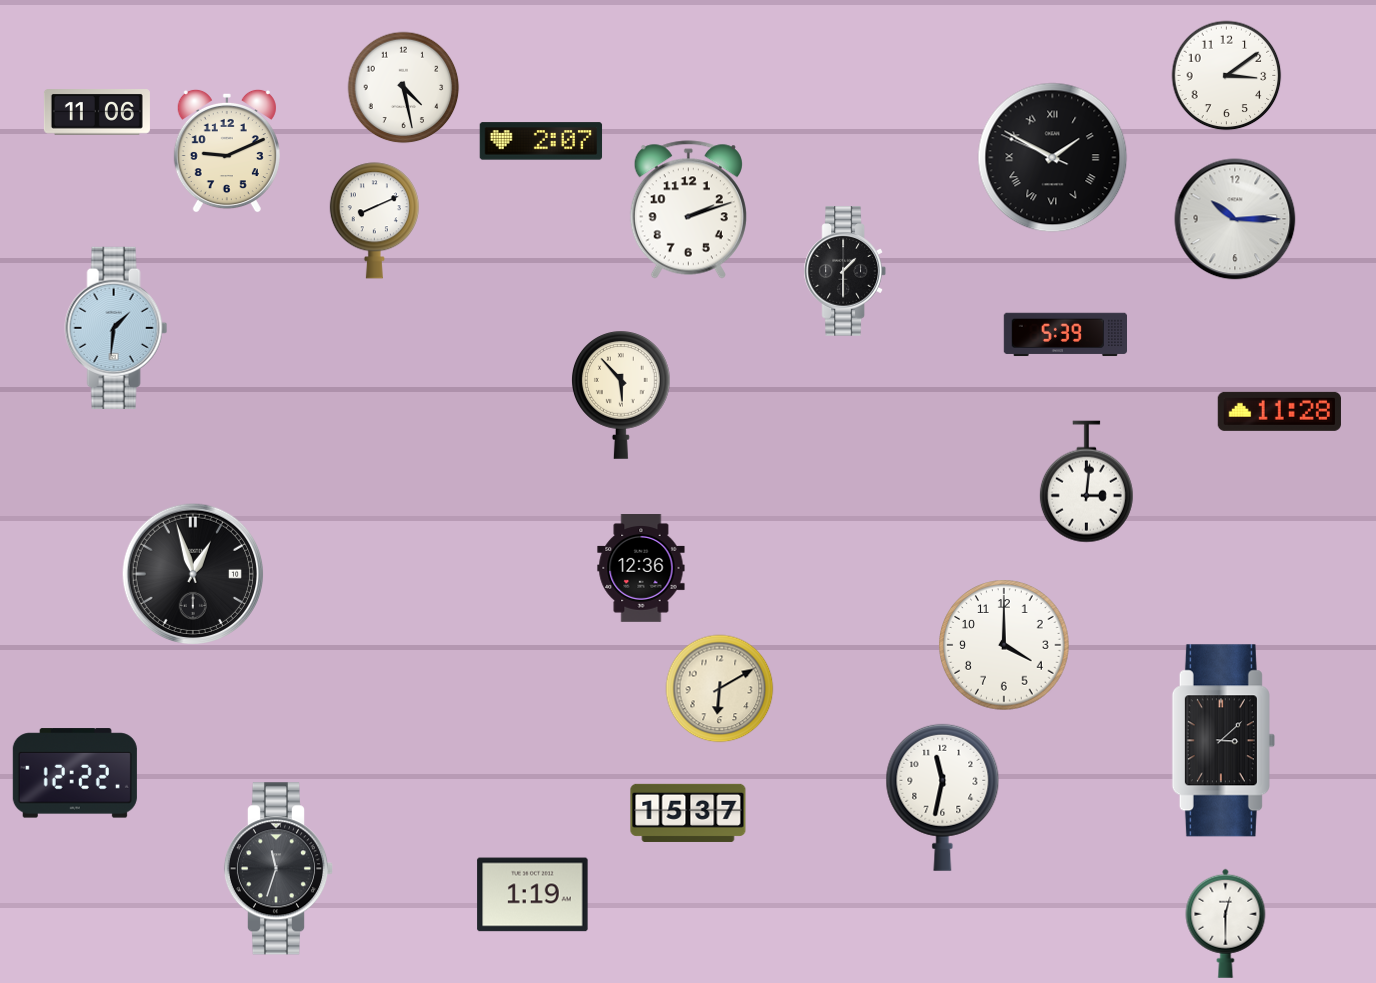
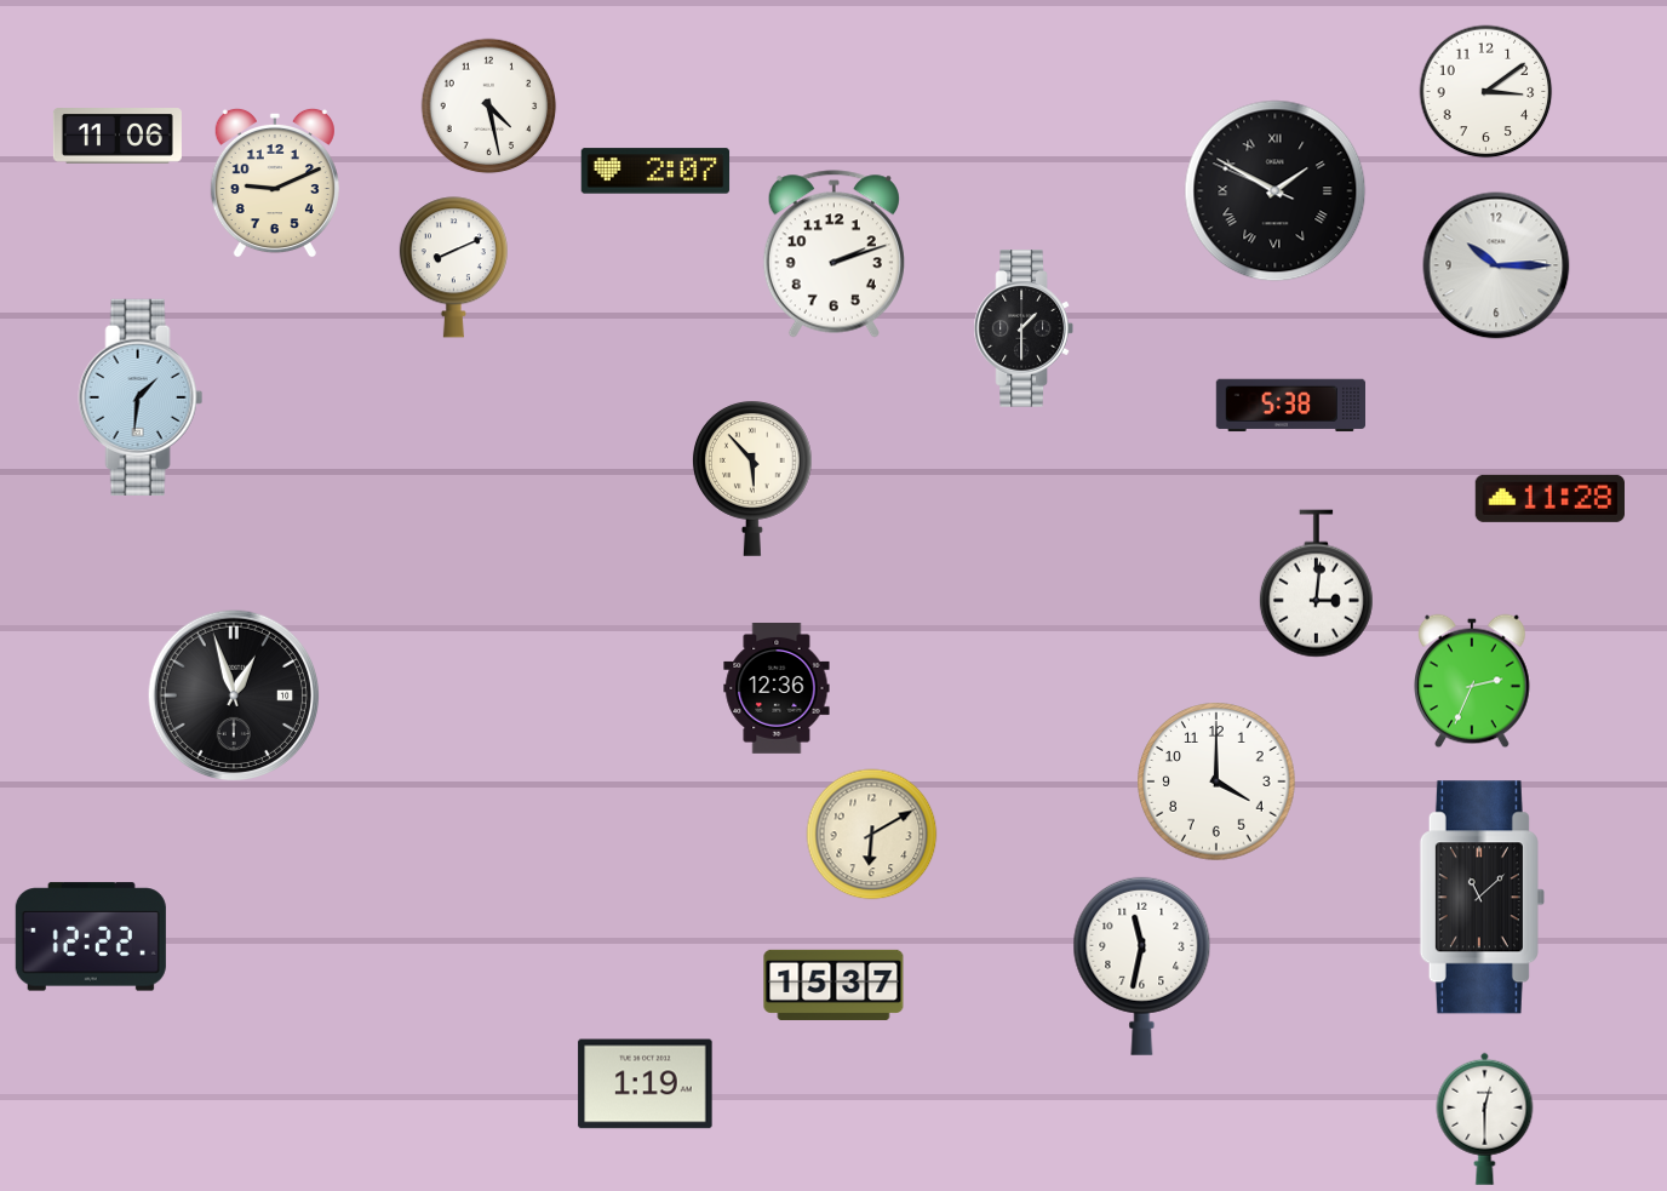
clock at (1065, 335): 5:39 -> 5:38
clock at (1473, 681): none -> 2:34
clock at (1223, 741): 3:08 -> 11:08
clock at (279, 869): 11:33 -> none
